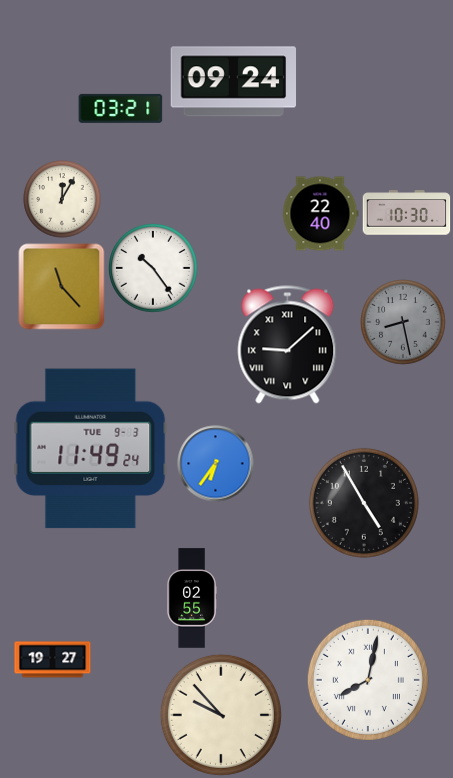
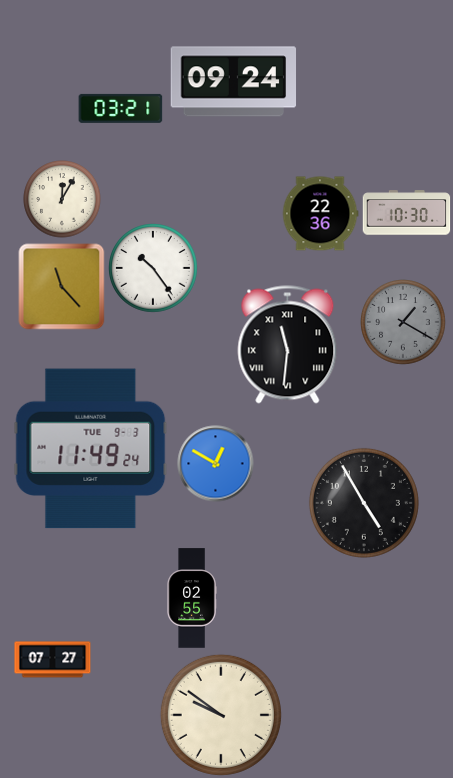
clock at (320, 214): 22:40 -> 22:36
clock at (403, 322): 8:28 -> 1:20
clock at (288, 345): 9:08 -> 11:31
clock at (216, 464): 6:36 -> 12:50
clock at (53, 660): 19:27 -> 07:27
clock at (368, 680): 8:02 -> none
clock at (221, 715): 9:53 -> 9:51
